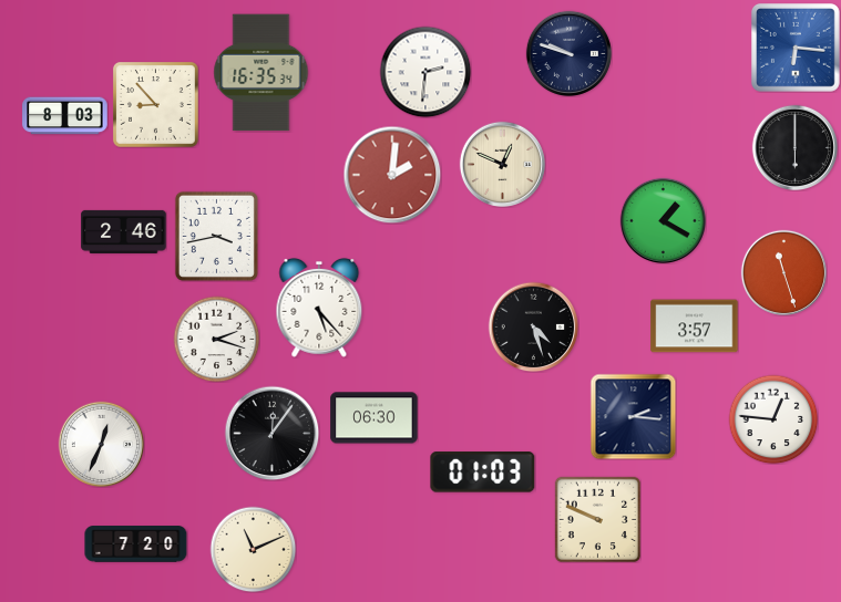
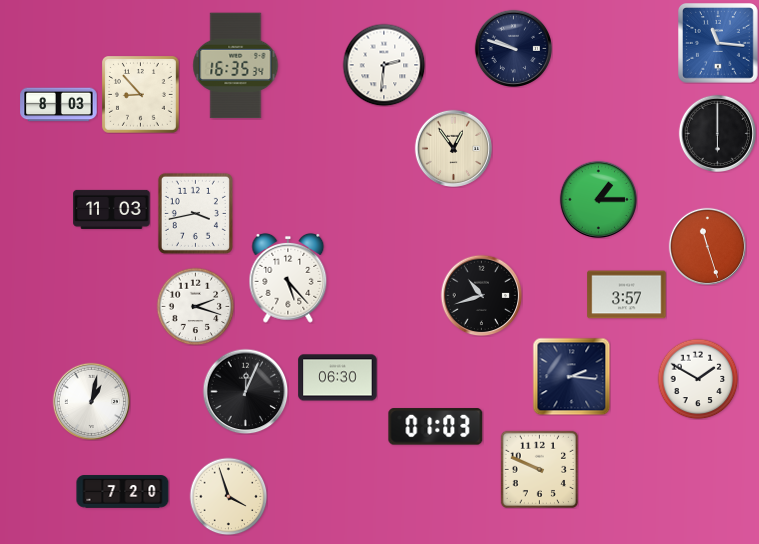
clock at (797, 49): 6:16 -> 11:16
clock at (502, 164): 12:49 -> 12:54
clock at (392, 175): 2:01 -> none
clock at (663, 220): 1:20 -> 1:15
clock at (124, 231): 2:46 -> 11:03
clock at (533, 326): 4:27 -> 10:42
clock at (773, 419): 12:46 -> 1:50
clock at (271, 433): 12:06 -> 12:04
clock at (101, 444): 12:34 -> 1:02
clock at (253, 549): 11:11 -> 3:57
